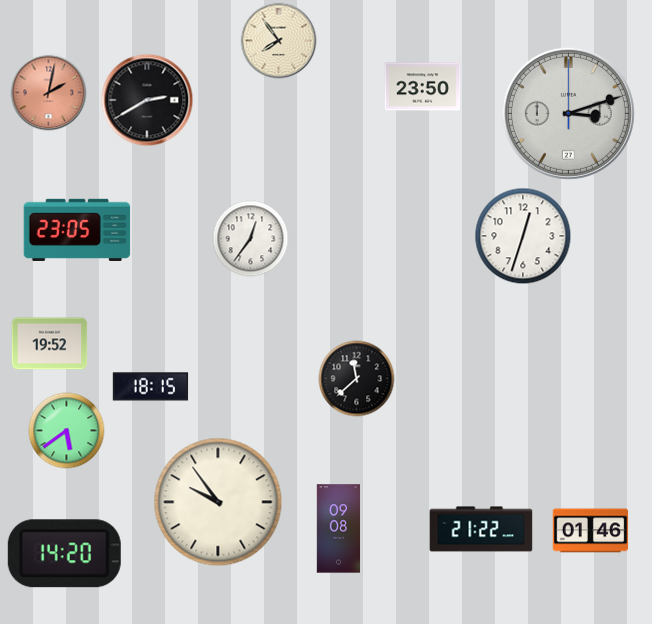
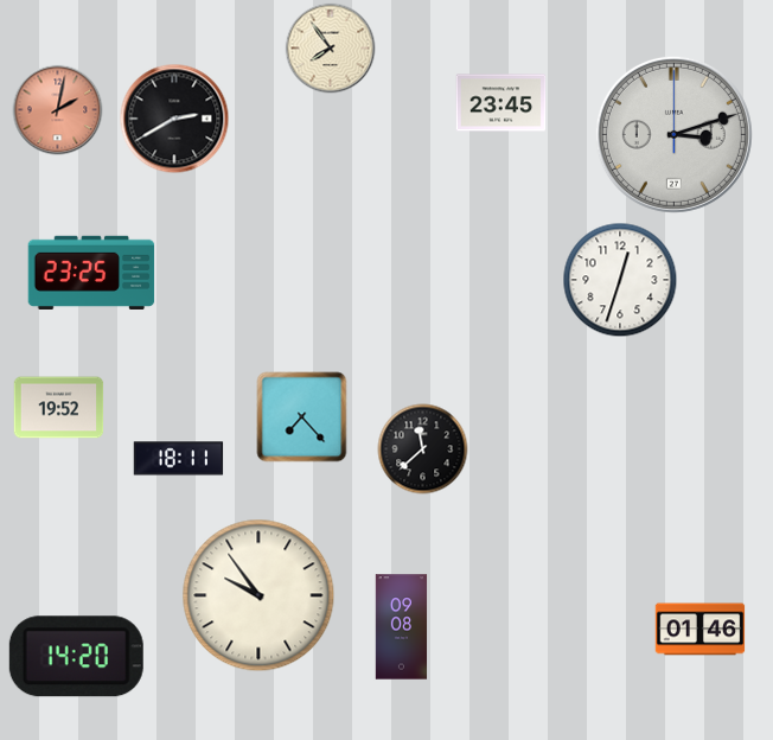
clock at (423, 87): 23:50 -> 23:45
clock at (77, 230): 23:05 -> 23:25
clock at (251, 239): 12:36 -> none
clock at (302, 417): none -> 7:23
clock at (151, 387): 18:15 -> 18:11
clock at (67, 431): 5:39 -> none
clock at (481, 529): 21:22 -> none
